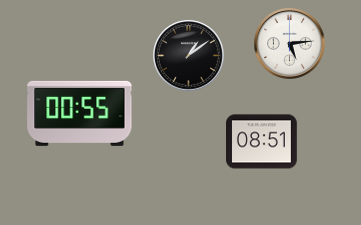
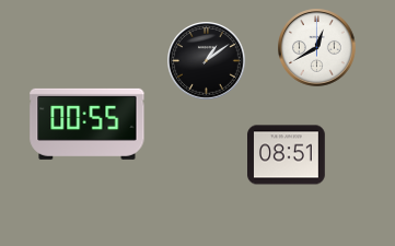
clock at (290, 44): 5:14 -> 12:40
